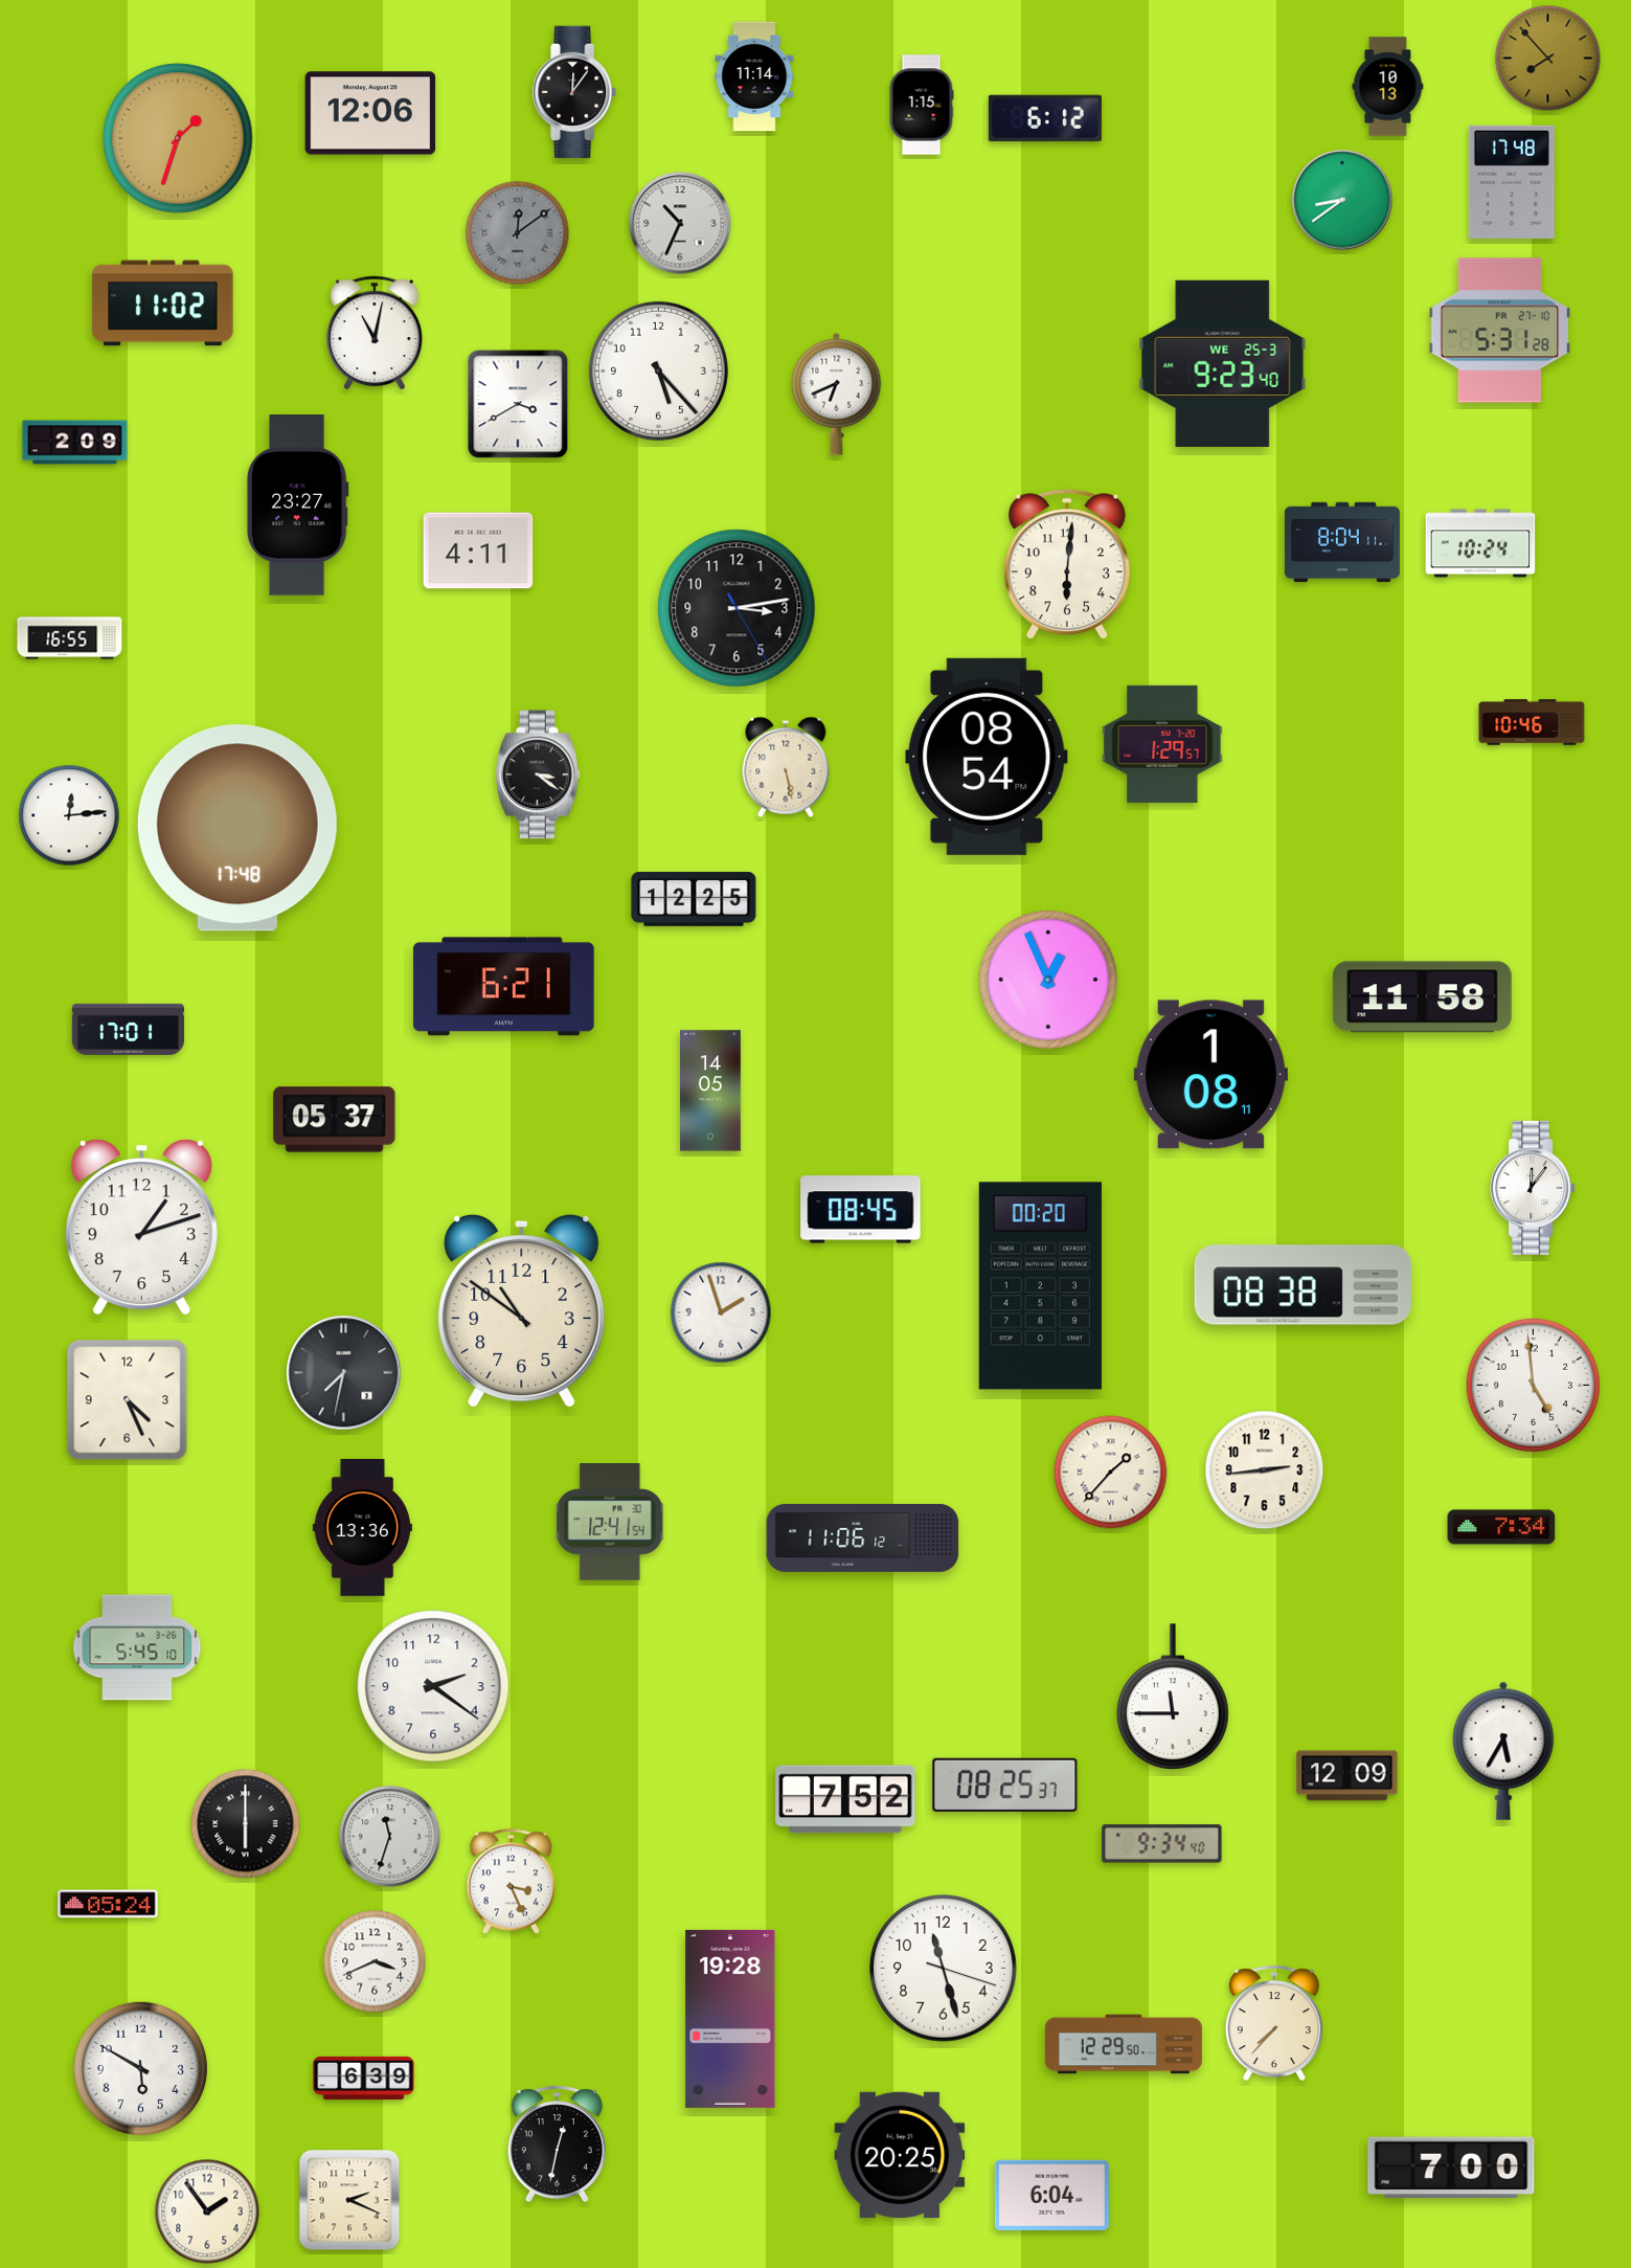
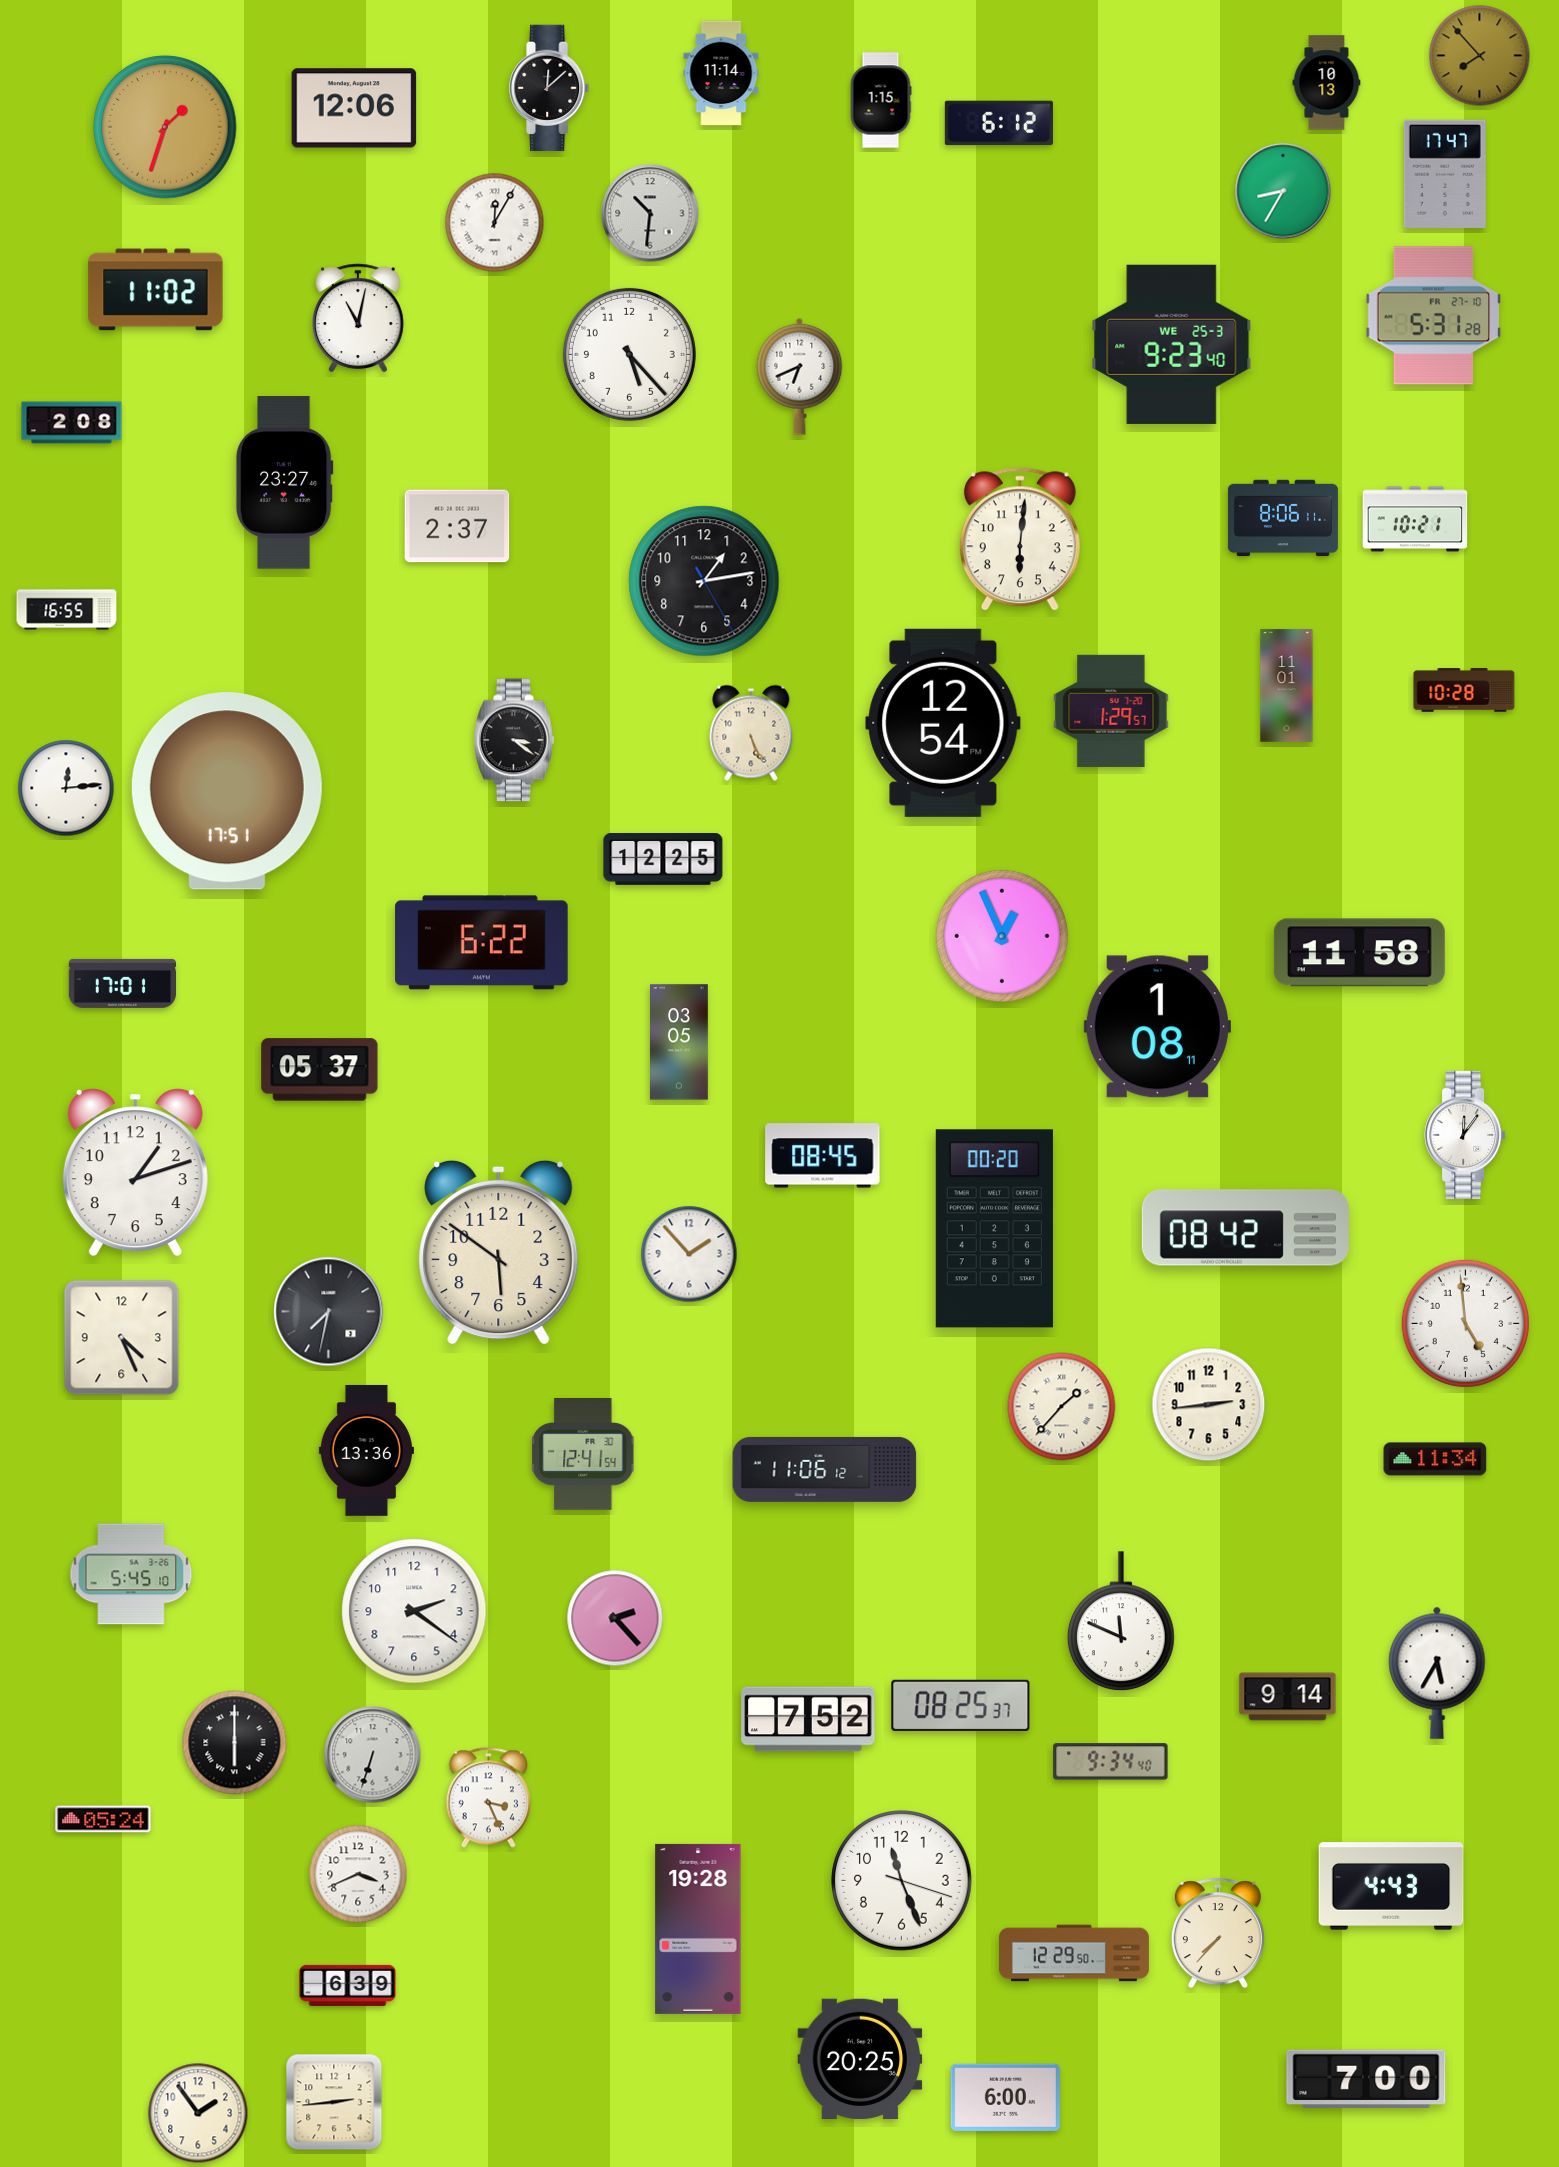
clock at (575, 92): 12:06 -> 12:08
clock at (1045, 118) position: (1045, 118) -> (999, 123)
clock at (178, 138) position: (178, 138) -> (165, 127)
clock at (1512, 182): 17:48 -> 17:47
clock at (1342, 200): 8:39 -> 8:35
clock at (680, 223): 10:34 -> 10:31
clock at (518, 233): 12:09 -> 12:05
clock at (518, 233) dial: grey -> white
clock at (1223, 363) position: (1223, 363) -> (1172, 344)
clock at (518, 404): 3:40 -> none
clock at (75, 443): 2:09 -> 2:08
clock at (1342, 542): 8:04 -> 8:06
clock at (1480, 543): 10:24 -> 10:21
clock at (478, 551): 4:11 -> 2:37
clock at (737, 608): 3:13 -> 1:13
clock at (1287, 686): none -> 11:01
clock at (1532, 722): 10:46 -> 10:28
clock at (987, 757): 08:54 -> 12:54
clock at (786, 767): 5:28 -> 5:26
clock at (69, 815) position: (69, 815) -> (66, 788)
clock at (237, 828): 17:48 -> 17:51
clock at (504, 987): 6:21 -> 6:22
clock at (711, 1091): 14:05 -> 03:05
clock at (1302, 1285): 08:38 -> 08:42
clock at (522, 1310): 10:51 -> 5:51
clock at (721, 1312): 1:57 -> 1:53
clock at (362, 1527) position: (362, 1527) -> (366, 1450)
clock at (1501, 1527): 7:34 -> 11:34
clock at (615, 1618): none -> 2:23
clock at (1173, 1698): 11:45 -> 11:49
clock at (1347, 1776): 12:09 -> 9:14
clock at (390, 1837): 11:33 -> 6:33
clock at (944, 1969): 11:27 -> 11:26
clock at (1391, 1886): none -> 4:43
clock at (140, 2068): 5:50 -> none
clock at (557, 2145): 12:32 -> none
clock at (1451, 2168) position: (1451, 2168) -> (1366, 2079)
clock at (1051, 2195): 6:04 -> 6:00
clock at (349, 2200): 2:19 -> 2:44
